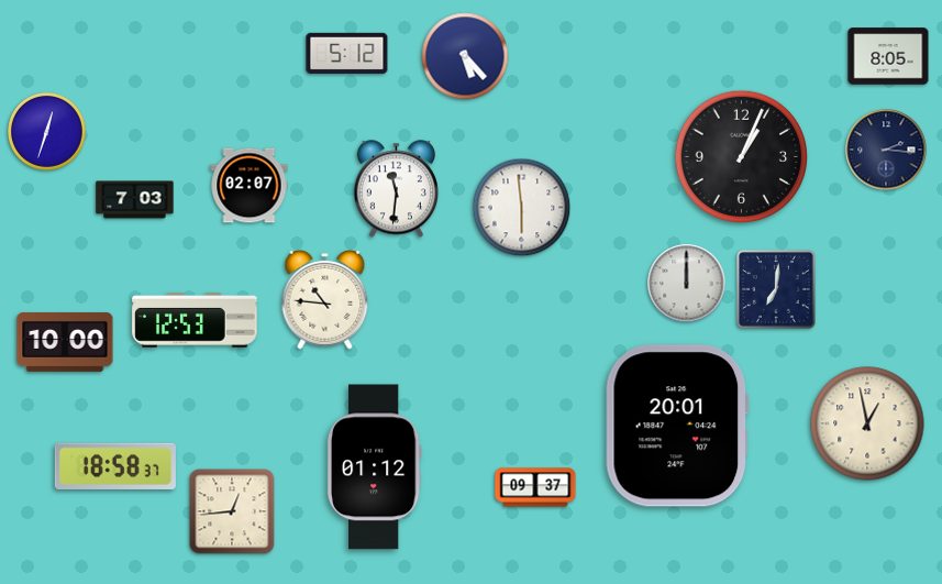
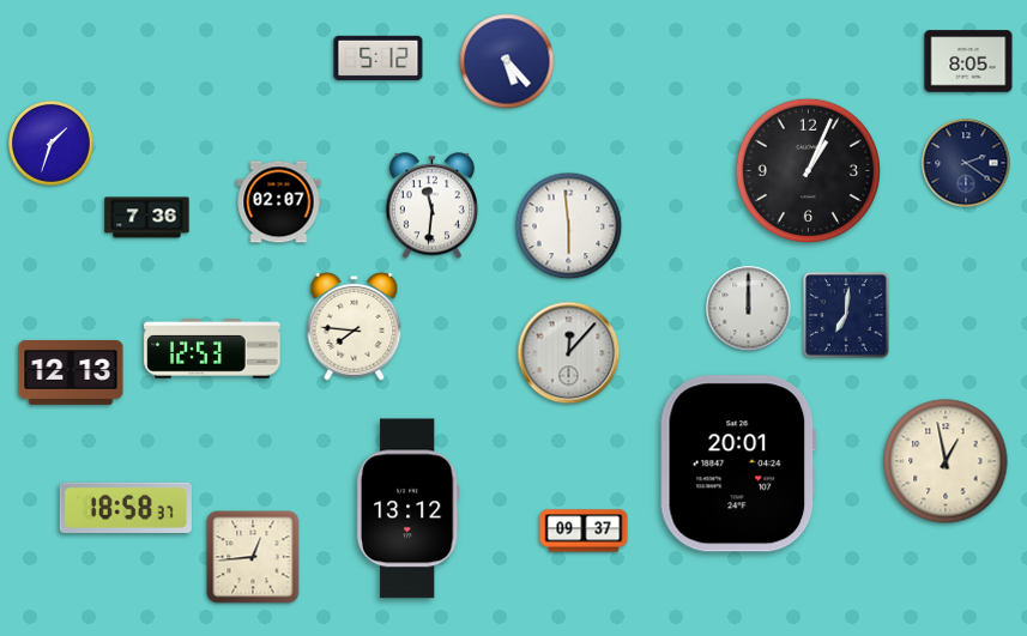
clock at (47, 132): 12:33 -> 1:33
clock at (886, 150): 2:16 -> 2:21
clock at (250, 186) position: (250, 186) -> (279, 202)
clock at (135, 200): 7:03 -> 7:36
clock at (325, 299): 10:46 -> 7:46
clock at (569, 353): none -> 12:07
clock at (65, 342): 10:00 -> 12:13
clock at (374, 467): 01:12 -> 13:12
